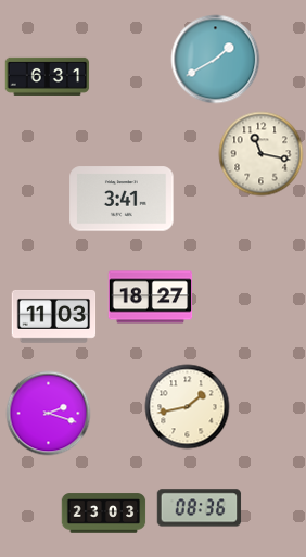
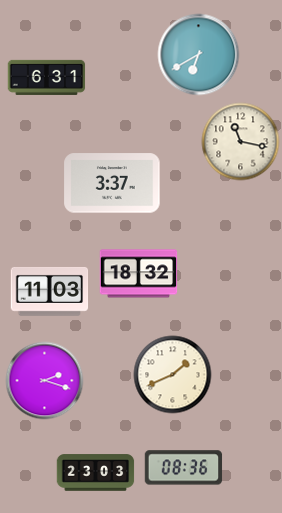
clock at (215, 59): 1:40 -> 6:40
clock at (47, 76) position: (47, 76) -> (46, 77)
clock at (122, 199): 3:41 -> 3:37
clock at (150, 298): 18:27 -> 18:32
clock at (187, 406): 1:43 -> 1:41
